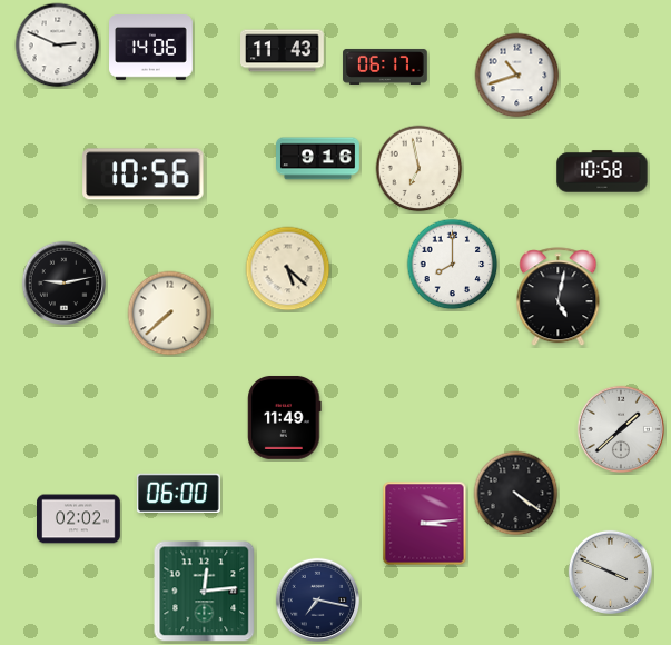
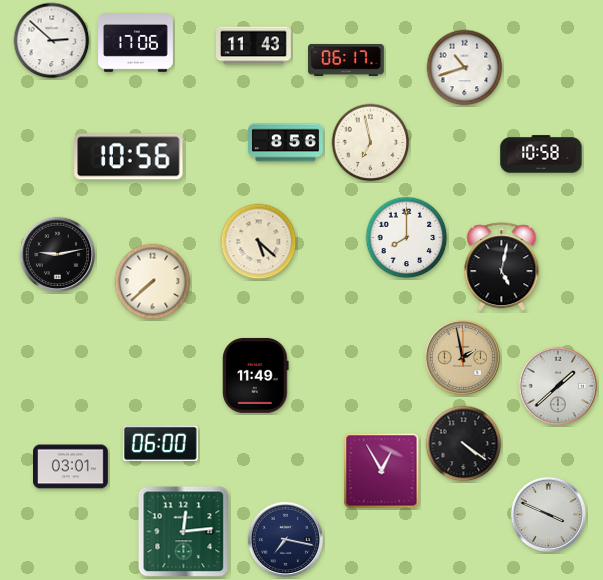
clock at (58, 46): 2:49 -> 2:52
clock at (151, 48): 14:06 -> 17:06
clock at (318, 159): 9:16 -> 8:56
clock at (420, 169) position: (420, 169) -> (371, 143)
clock at (462, 357): none -> 1:58
clock at (79, 519): 02:02 -> 03:01
clock at (425, 524): 3:14 -> 12:55
